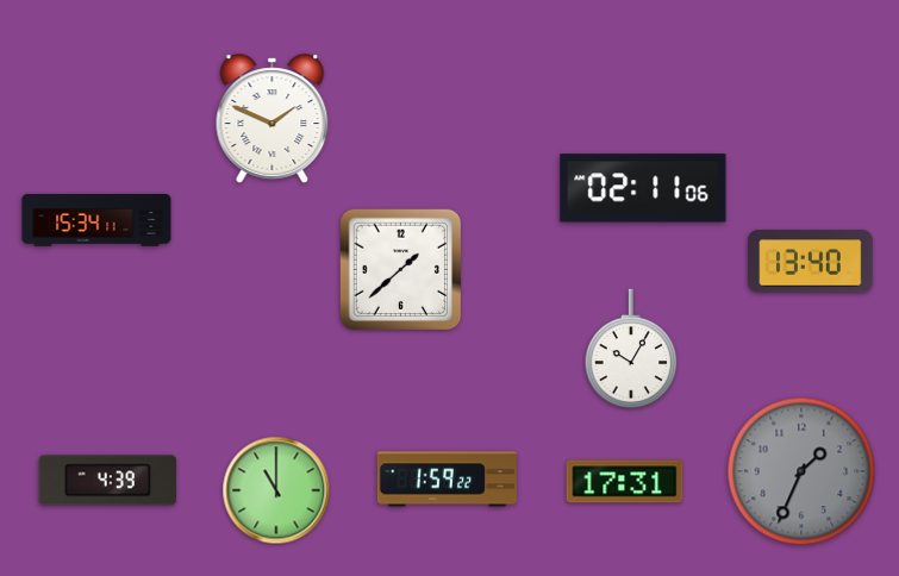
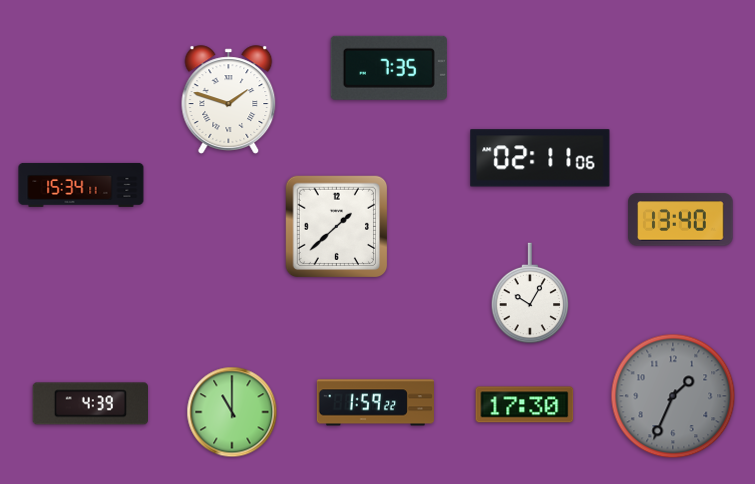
clock at (389, 68): none -> 7:35
clock at (273, 119): 1:49 -> 1:48
clock at (625, 482): 17:31 -> 17:30
